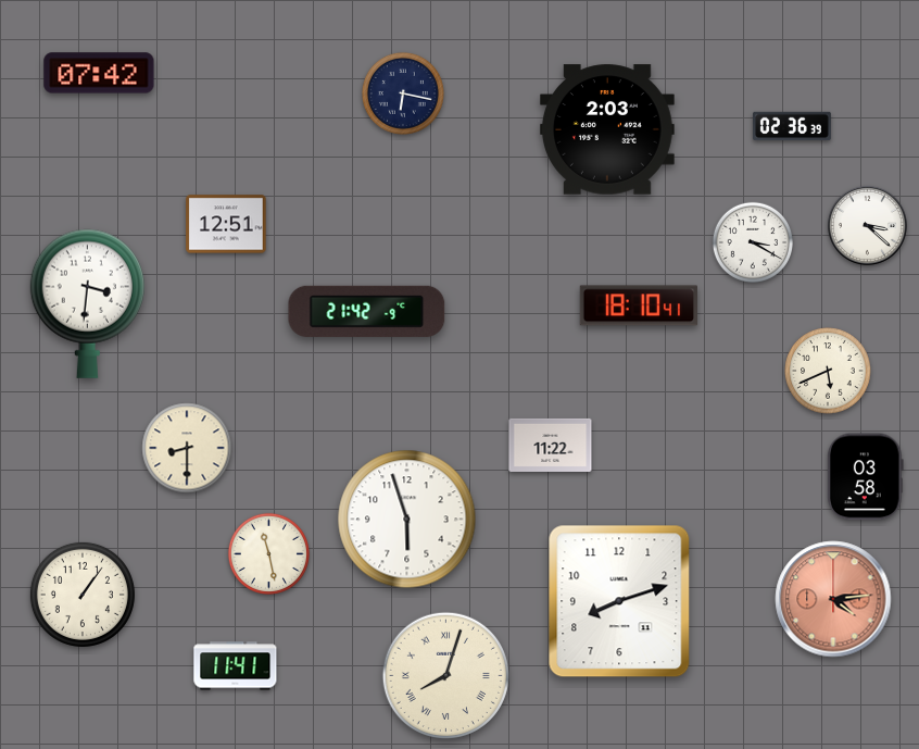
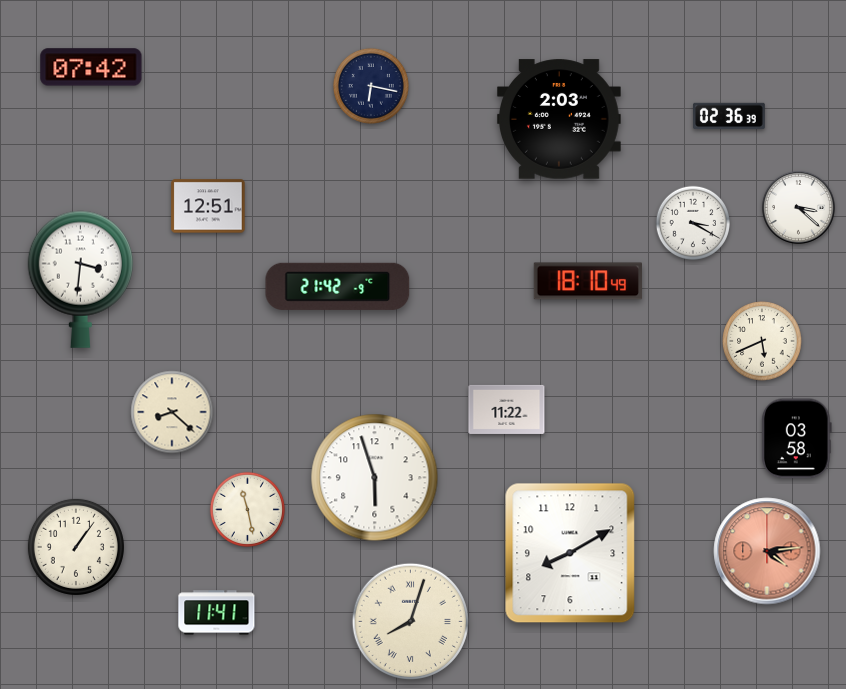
clock at (639, 305): 18:10:41 -> 18:10:49
clock at (187, 448): 8:30 -> 8:22
clock at (619, 601): 8:12 -> 8:10
